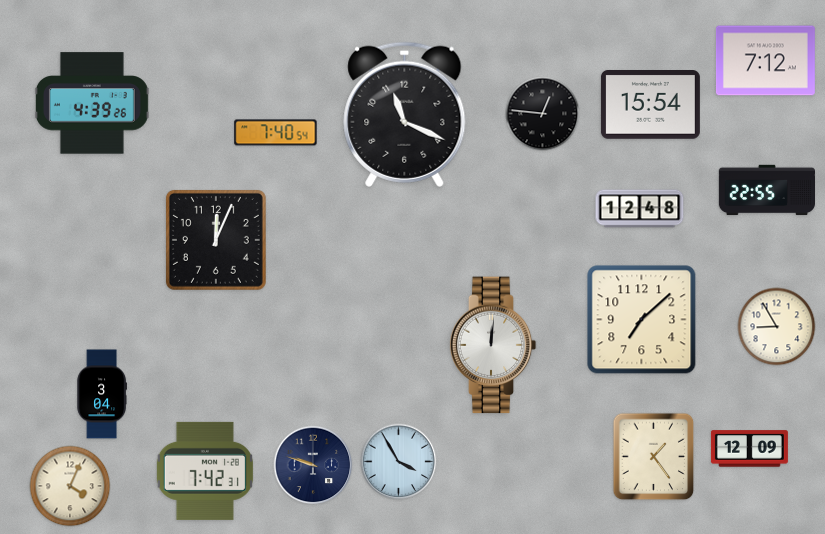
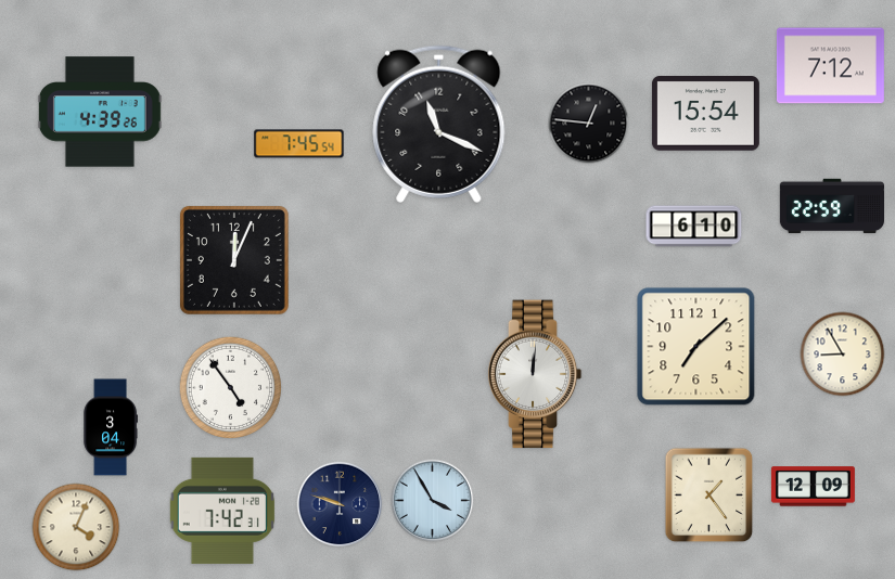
clock at (276, 133): 7:40 -> 7:45
clock at (766, 190): 22:55 -> 22:59
clock at (640, 209): 12:48 -> 6:10
clock at (230, 387): none -> 4:54
